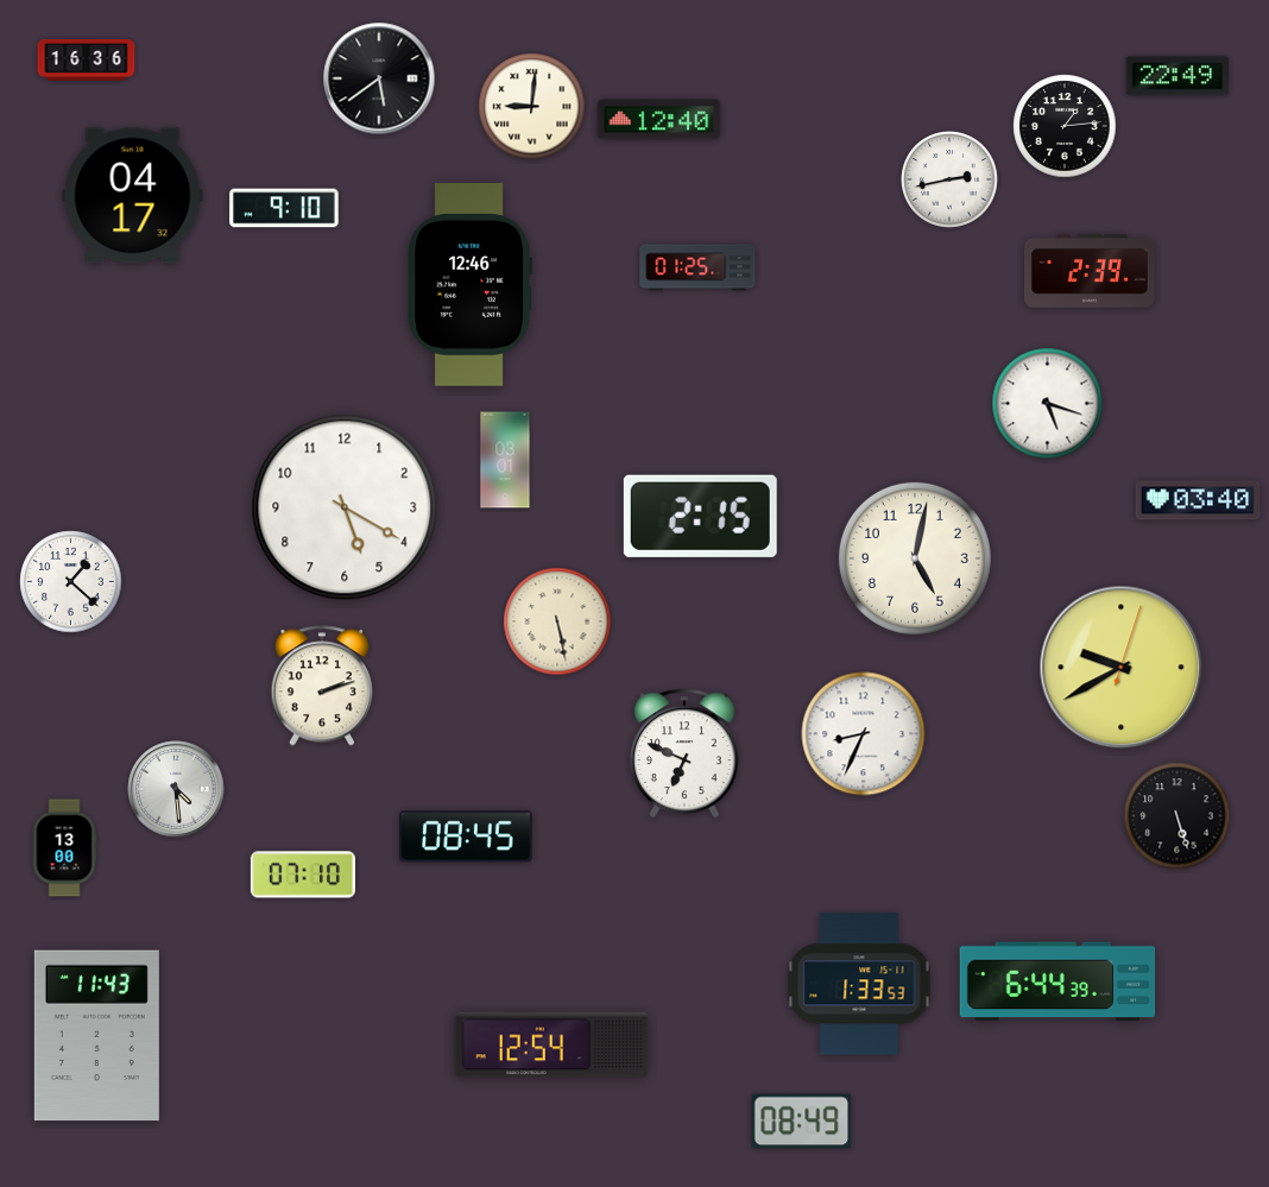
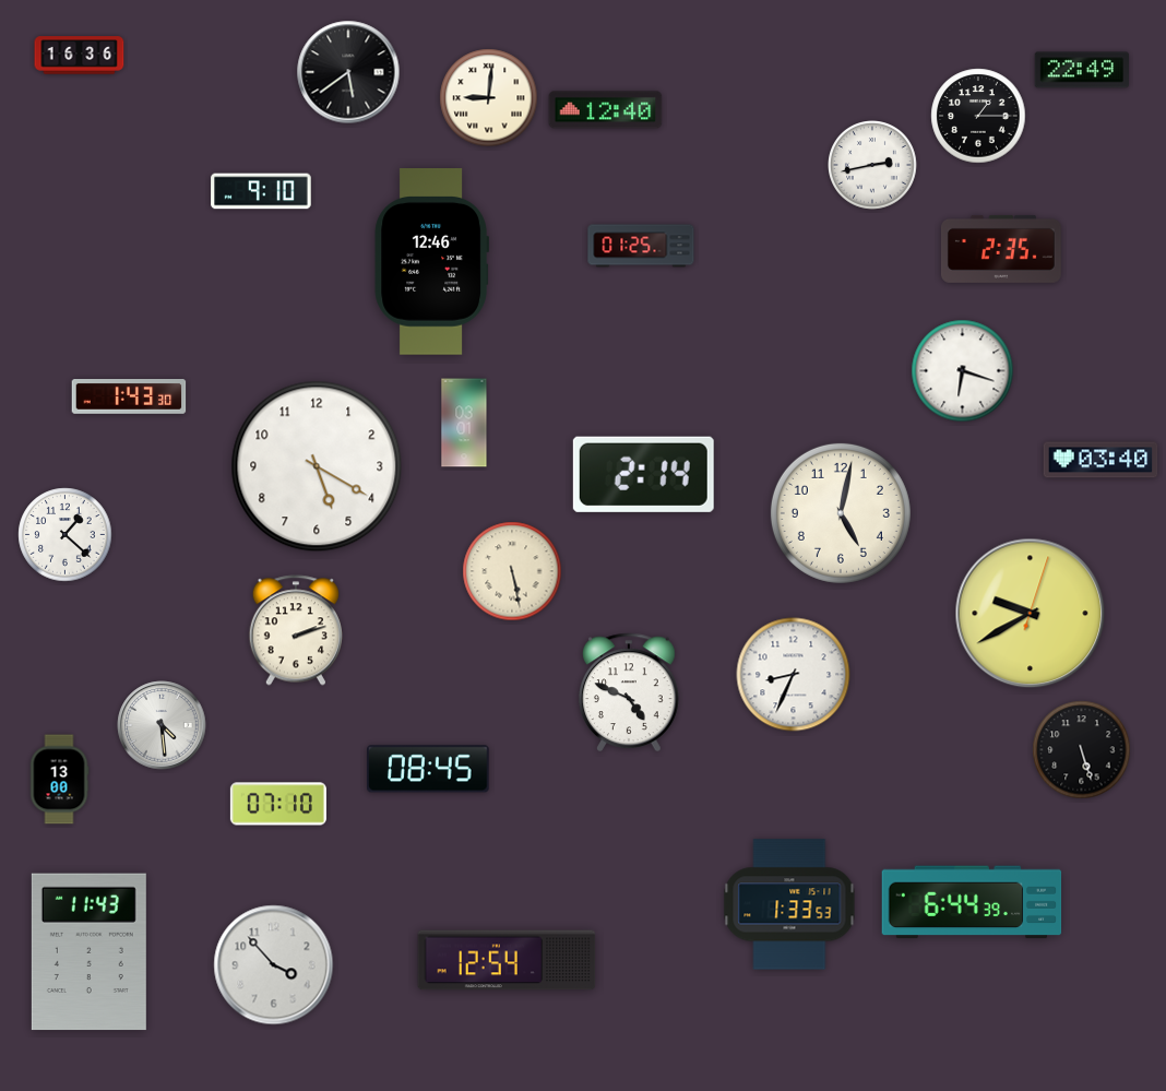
clock at (1065, 126): 1:14 -> 1:15
clock at (133, 196): 04:17 -> none
clock at (1090, 271): 2:39 -> 2:35
clock at (1048, 404): 5:18 -> 6:18
clock at (129, 398): none -> 1:43
clock at (700, 516): 2:15 -> 2:14
clock at (686, 752): 6:49 -> 4:49
clock at (274, 965): none -> 3:53
clock at (802, 1122): 08:49 -> none
